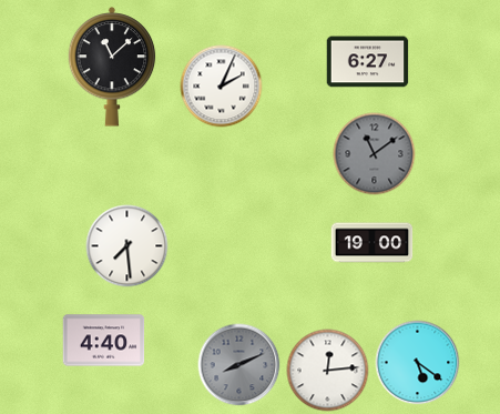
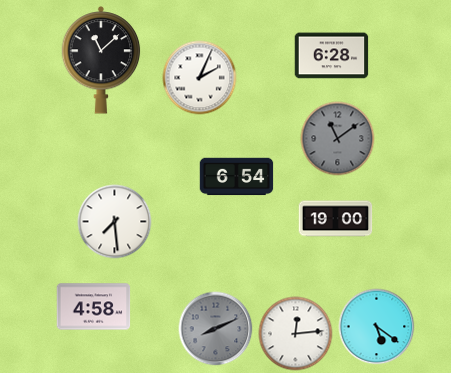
clock at (368, 62): 6:27 -> 6:28
clock at (237, 177): none -> 6:54
clock at (104, 341): 4:40 -> 4:58
